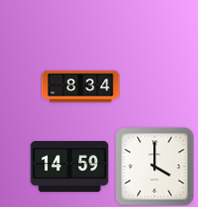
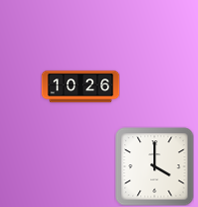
clock at (80, 87): 8:34 -> 10:26
clock at (69, 166): 14:59 -> none
